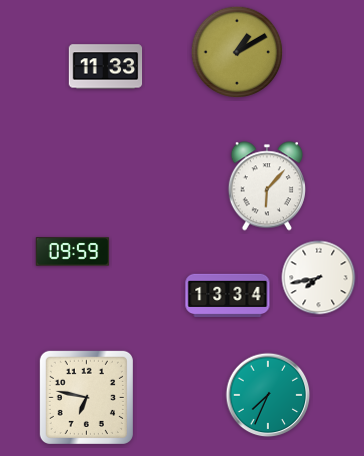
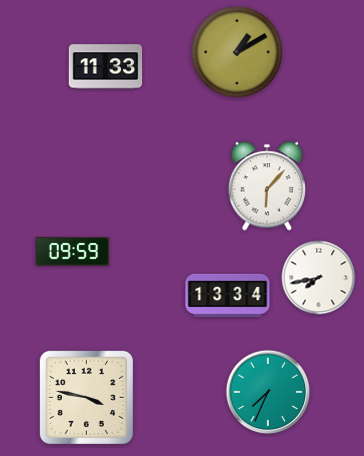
clock at (268, 395) position: (268, 395) -> (268, 392)
clock at (86, 397): 6:47 -> 3:47
